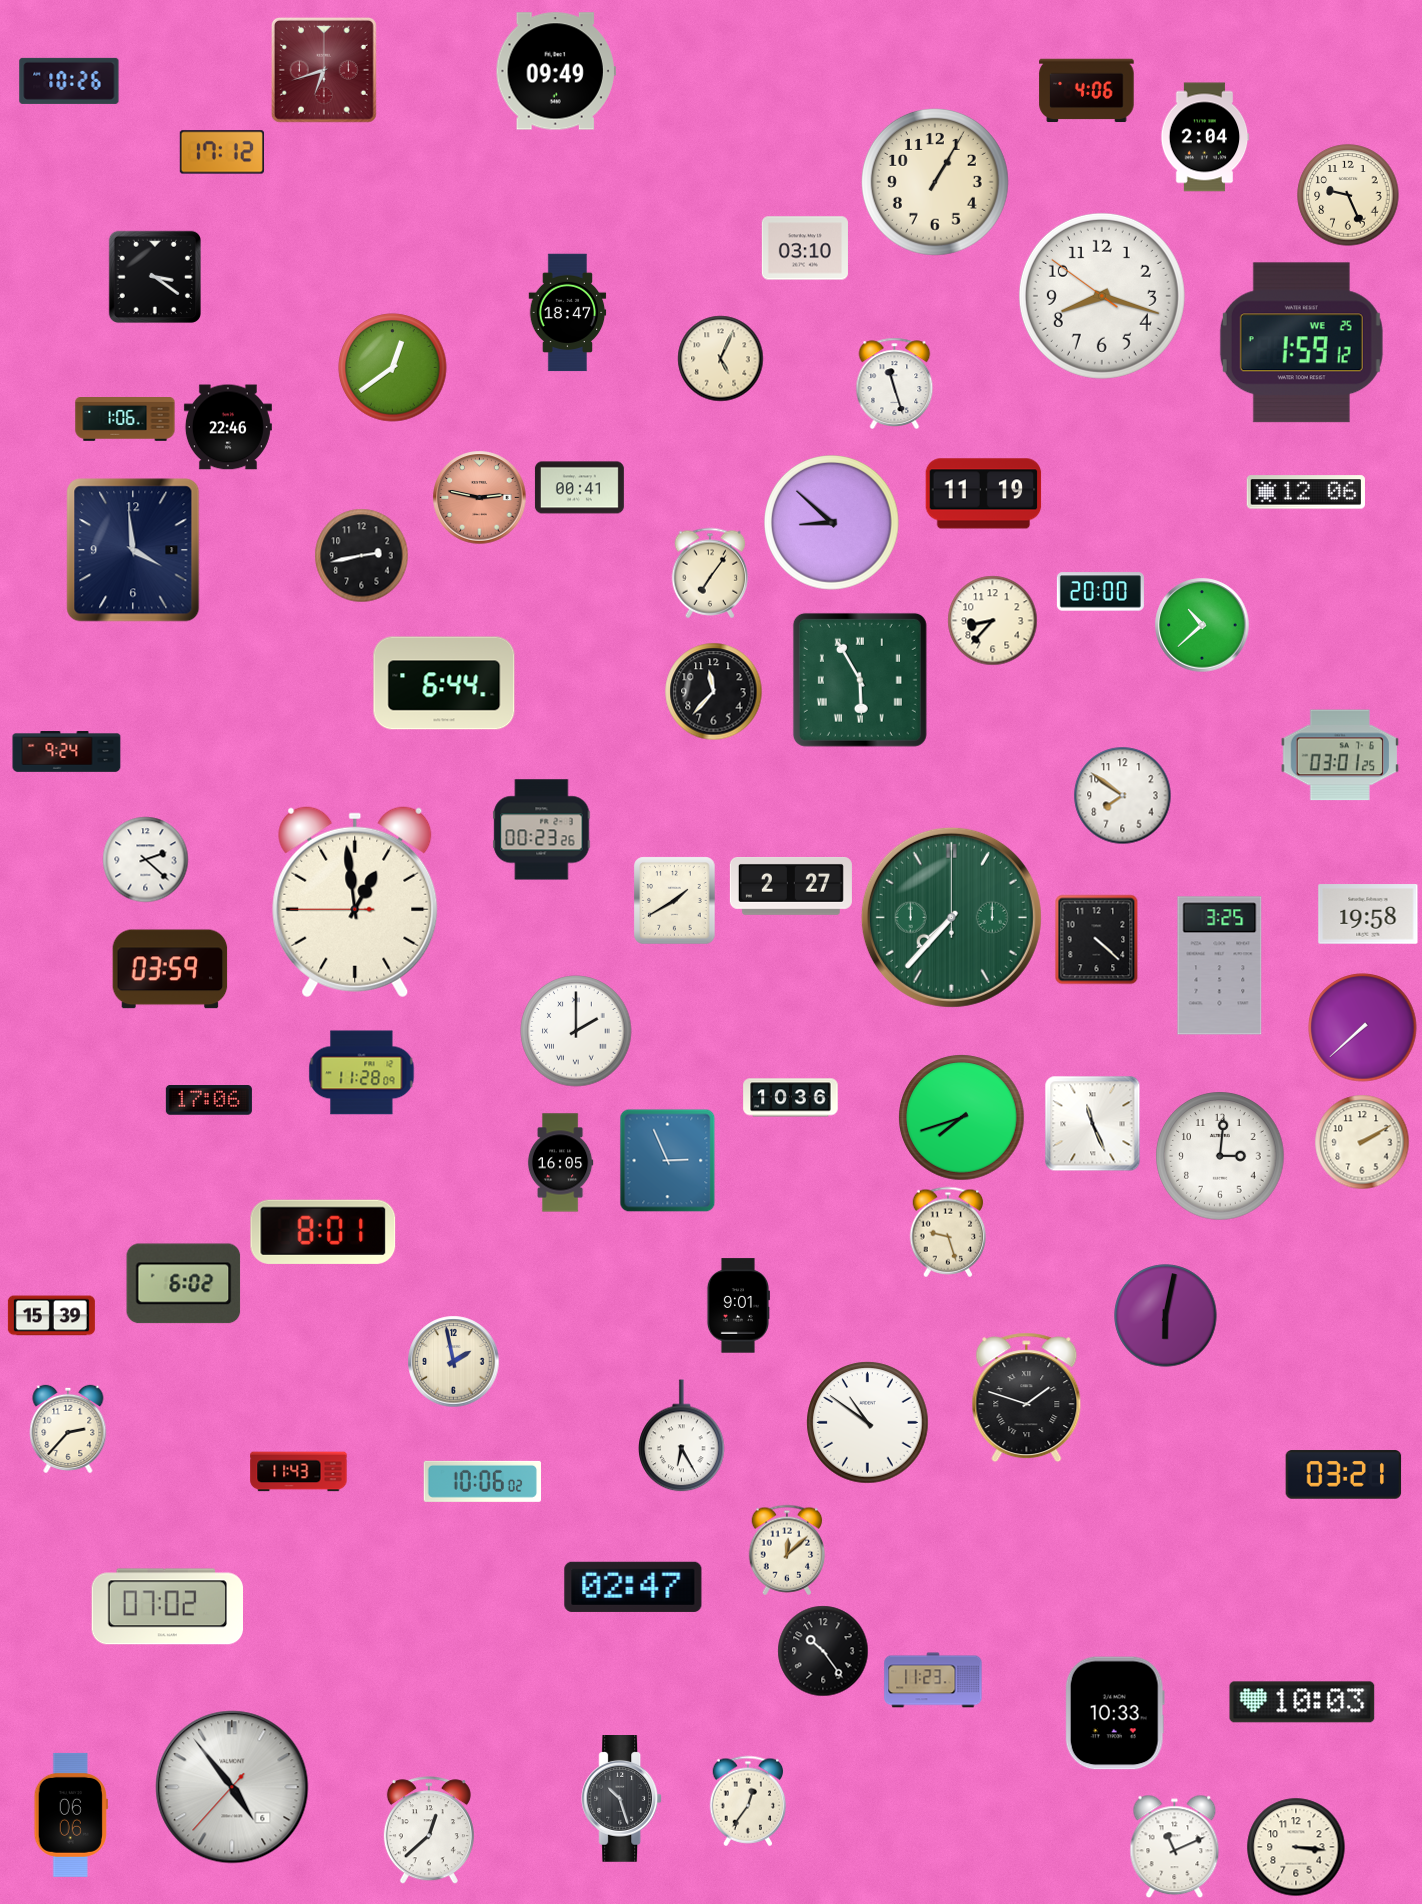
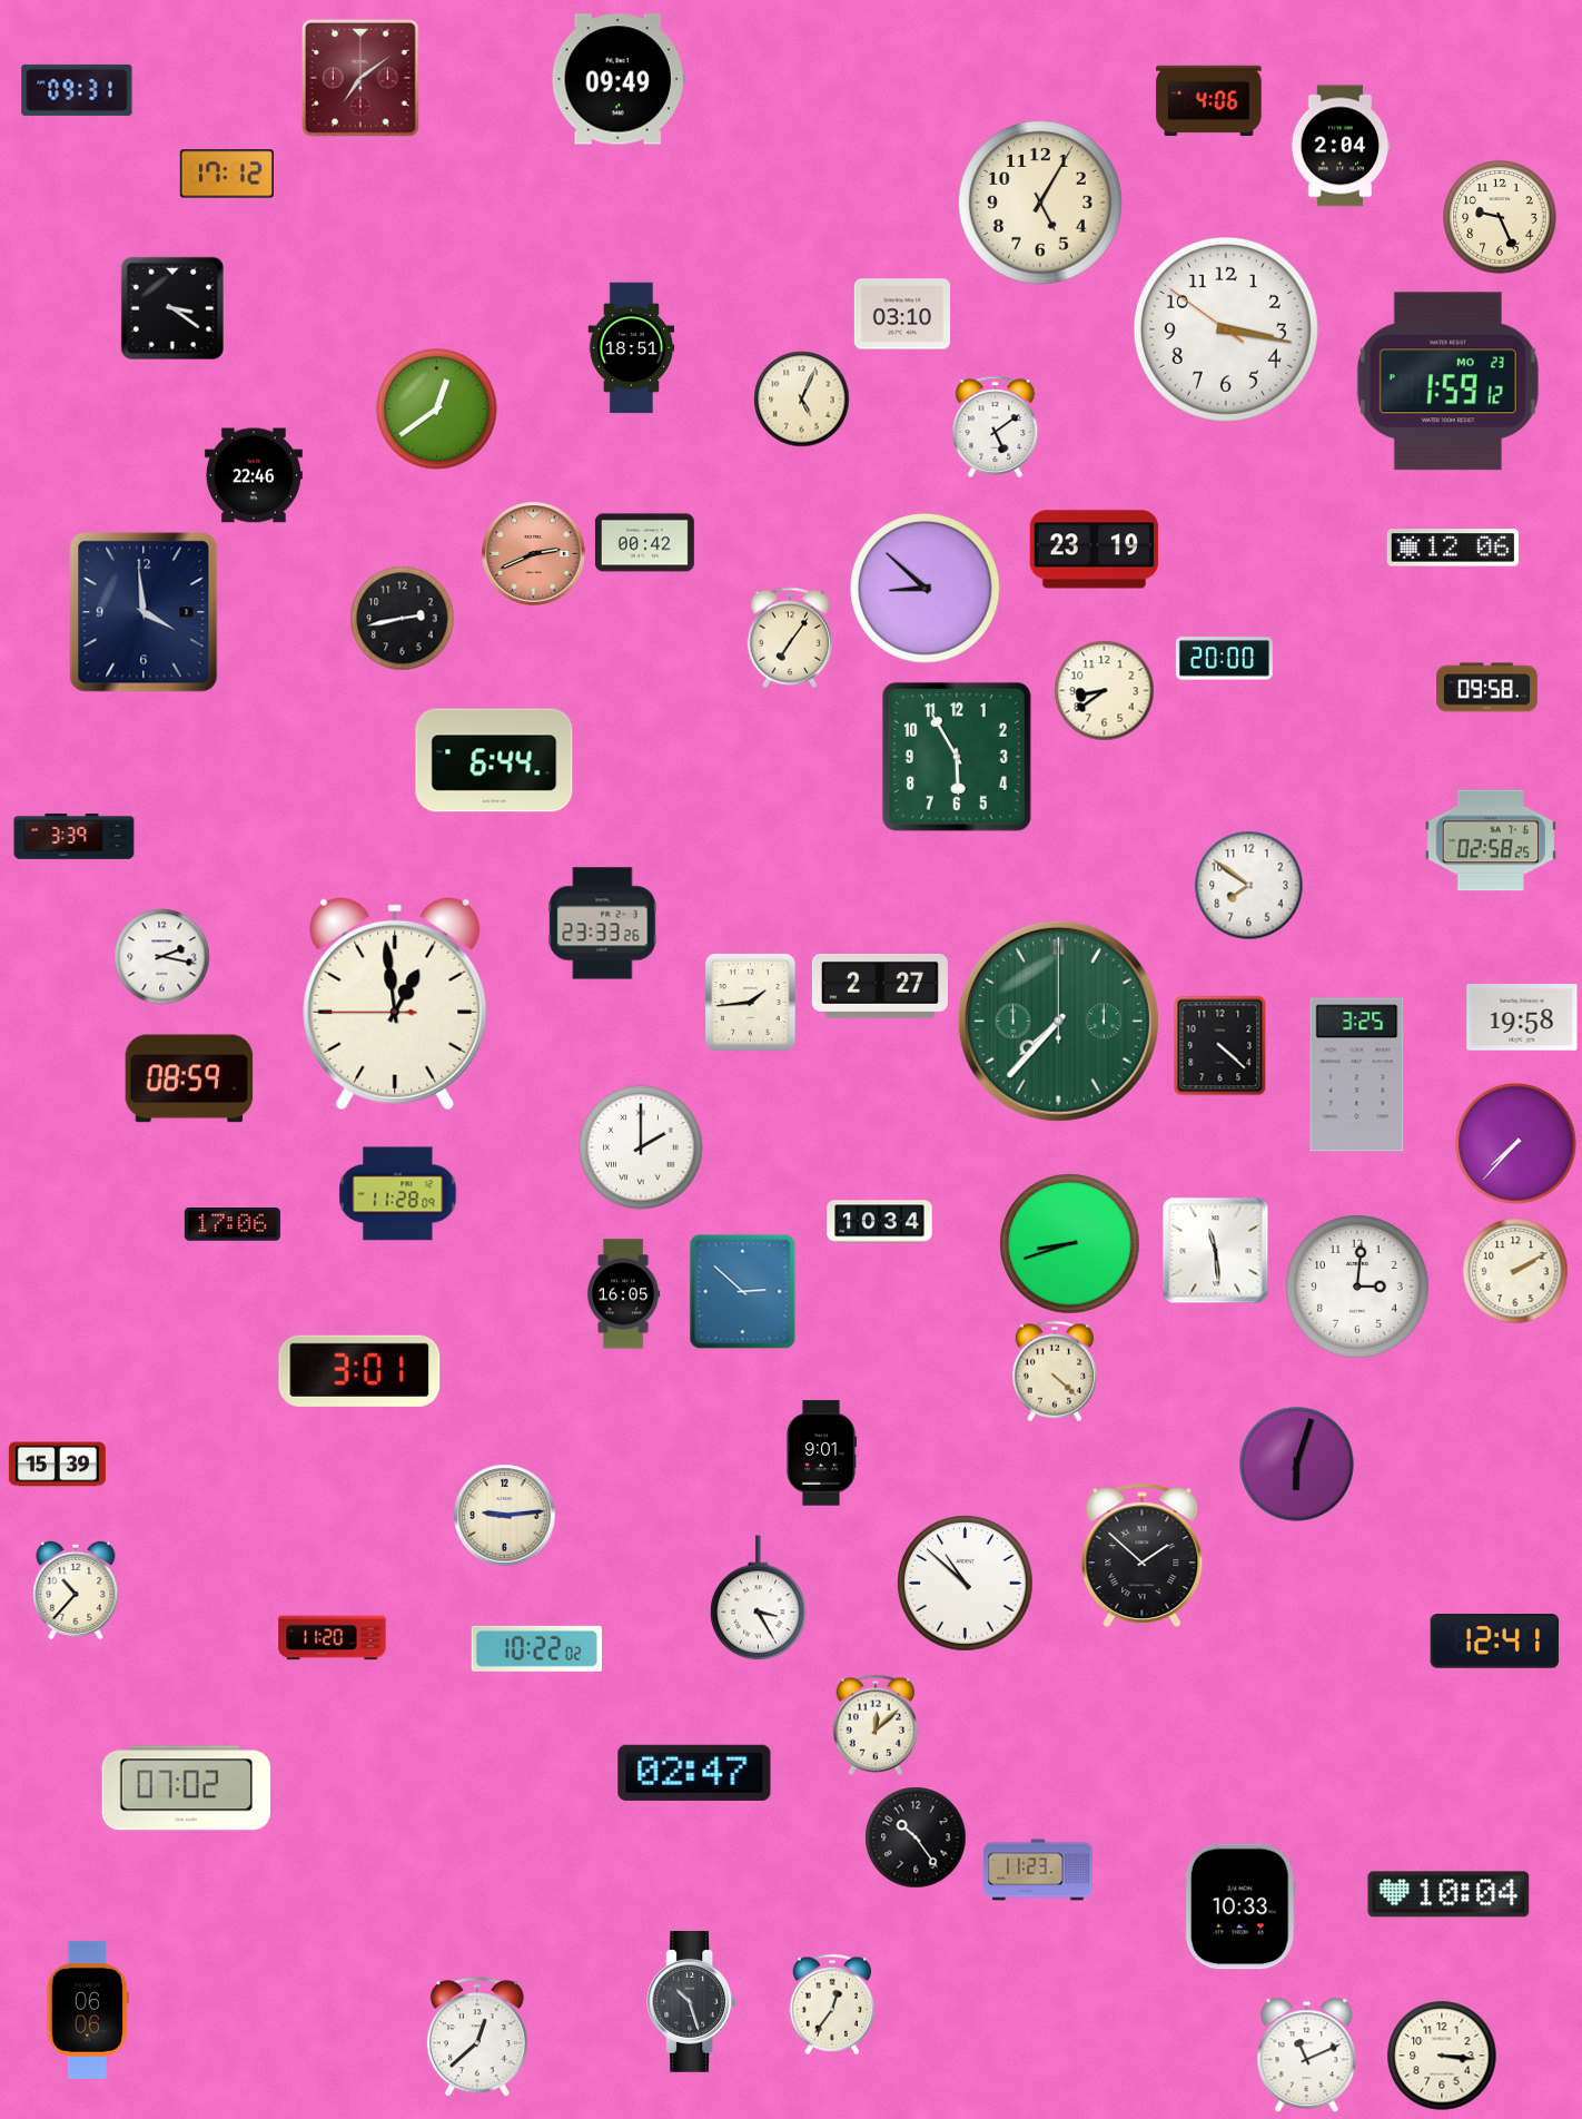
clock at (324, 70): 6:42 -> 7:09
clock at (69, 81): 10:26 -> 09:31
clock at (1205, 137) position: (1205, 137) -> (1341, 146)
clock at (222, 152) position: (222, 152) -> (227, 174)
clock at (935, 182): 1:05 -> 5:05
clock at (805, 248) position: (805, 248) -> (902, 314)
clock at (1102, 296): 8:17 -> 3:16
clock at (568, 313): 18:47 -> 18:51
clock at (1301, 343) date: WE 25 -> MO 23
clock at (895, 383): 11:27 -> 5:09
clock at (125, 420): 1:06 -> none
clock at (579, 488): 00:41 -> 00:42
clock at (984, 494): 11:19 -> 23:19
clock at (480, 498): 2:47 -> 2:41
clock at (832, 523) position: (832, 523) -> (926, 589)
clock at (133, 550) position: (133, 550) -> (144, 612)
clock at (1487, 688): none -> 09:58
clock at (993, 621): 8:37 -> 8:39
clock at (1202, 625): 10:38 -> none
clock at (860, 680) numerals: Roman -> Arabic
clock at (714, 692): 11:37 -> none
clock at (67, 752): 9:24 -> 3:39
clock at (1340, 755): 03:01 -> 02:58
clock at (542, 830): 00:23 -> 23:33
clock at (146, 860): 2:22 -> 2:17
clock at (675, 901): 1:40 -> 1:44
clock at (170, 969): 03:59 -> 08:59
clock at (1363, 1028): 7:38 -> 7:37
clock at (362, 1073) position: (362, 1073) -> (398, 1194)
clock at (791, 1098): 10:36 -> 10:34
clock at (962, 1118): 7:42 -> 8:42
clock at (1093, 1124): 11:26 -> 11:29
clock at (668, 1161): 2:56 -> 2:52
clock at (323, 1232): 8:01 -> 3:01
clock at (948, 1232): 9:27 -> 4:22
clock at (184, 1284): 6:02 -> none
clock at (1166, 1316): 6:02 -> 6:03
clock at (454, 1362): 1:58 -> 9:14
clock at (1027, 1398): 1:48 -> 1:52
clock at (868, 1423): 10:51 -> 10:52
clock at (68, 1429): 2:37 -> 10:37
clock at (682, 1436): 6:25 -> 3:25
clock at (299, 1472): 11:43 -> 11:20
clock at (1344, 1475): 03:21 -> 12:41
clock at (482, 1481): 10:06 -> 10:22
clock at (633, 1587) position: (633, 1587) -> (694, 1773)
clock at (1302, 1702): 10:03 -> 10:04
clock at (232, 1787): 4:53 -> none
clock at (71, 1815) position: (71, 1815) -> (88, 2010)
